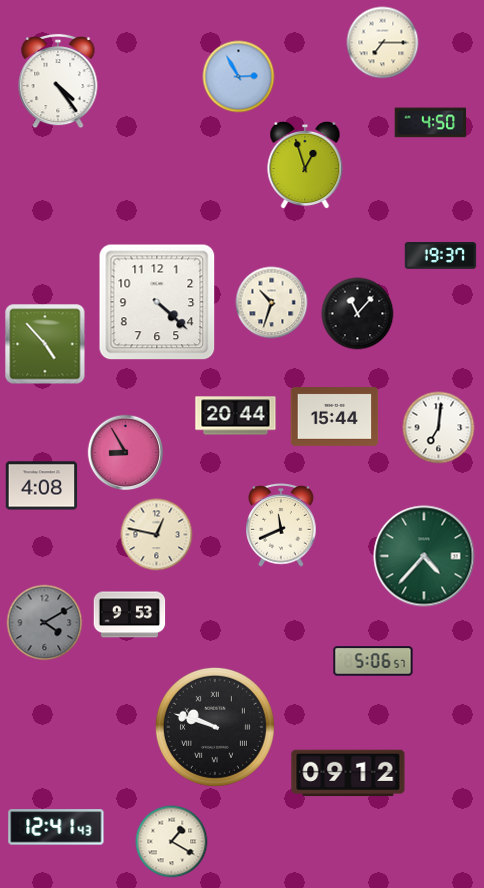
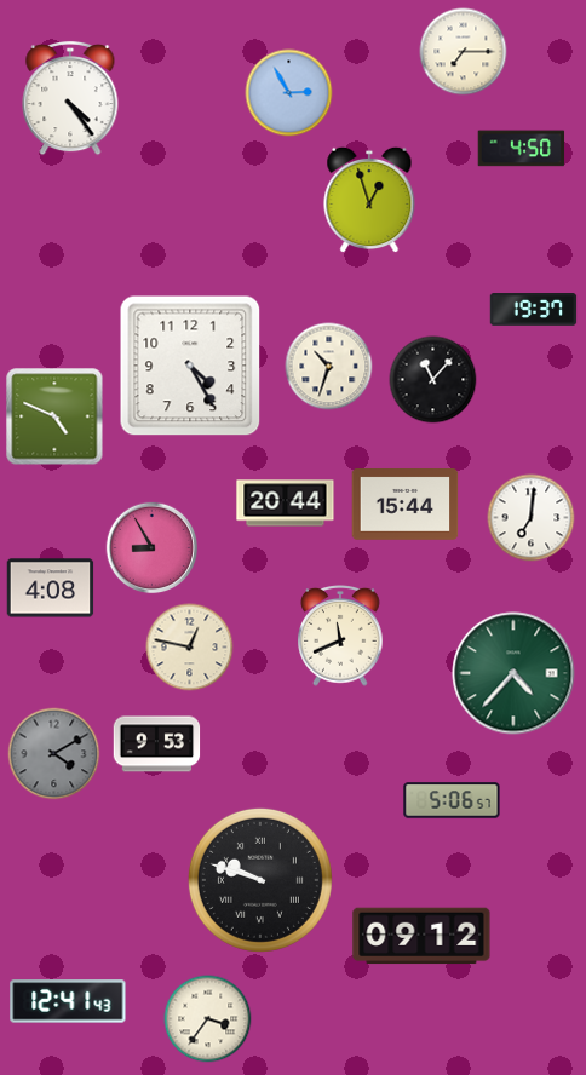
clock at (157, 302): 4:22 -> 4:25
clock at (45, 344): 4:53 -> 4:49
clock at (172, 842): 1:20 -> 3:36
